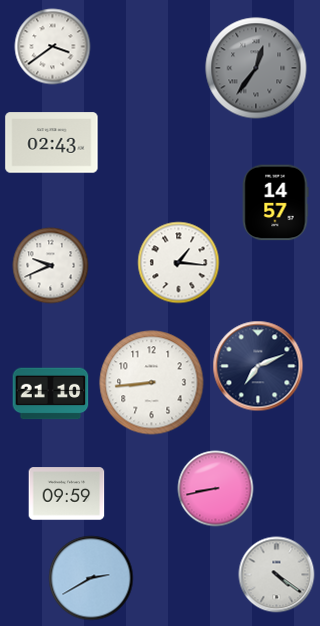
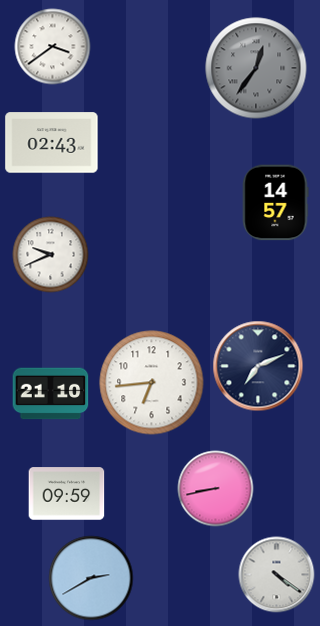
clock at (179, 263): 1:16 -> none
clock at (51, 266) position: (51, 266) -> (51, 255)
clock at (152, 383): 8:44 -> 6:44
